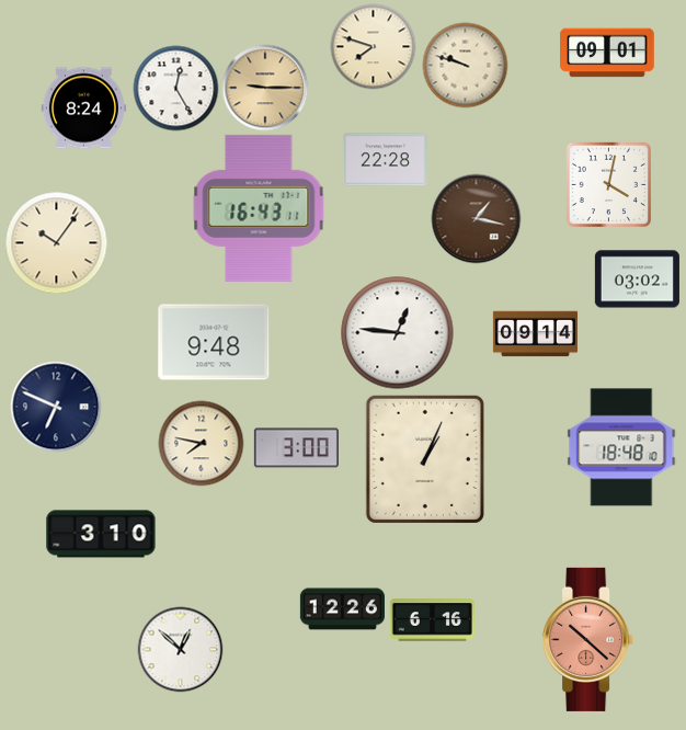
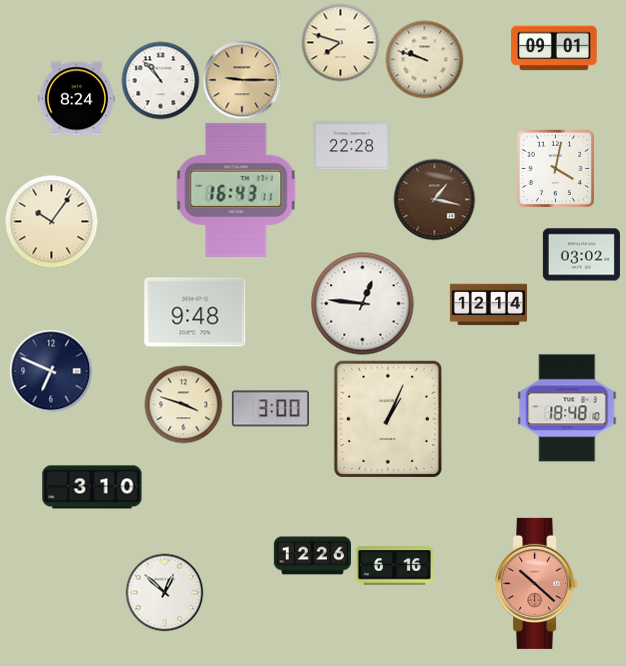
clock at (175, 88): 12:25 -> 10:53
clock at (535, 334): 09:14 -> 12:14
clock at (201, 443): 7:47 -> 3:48
